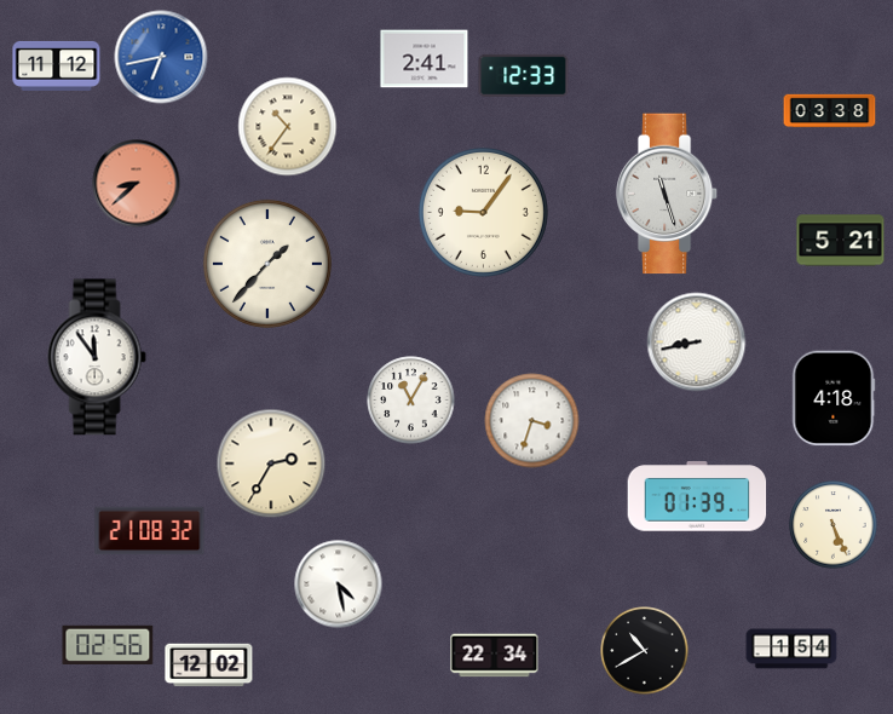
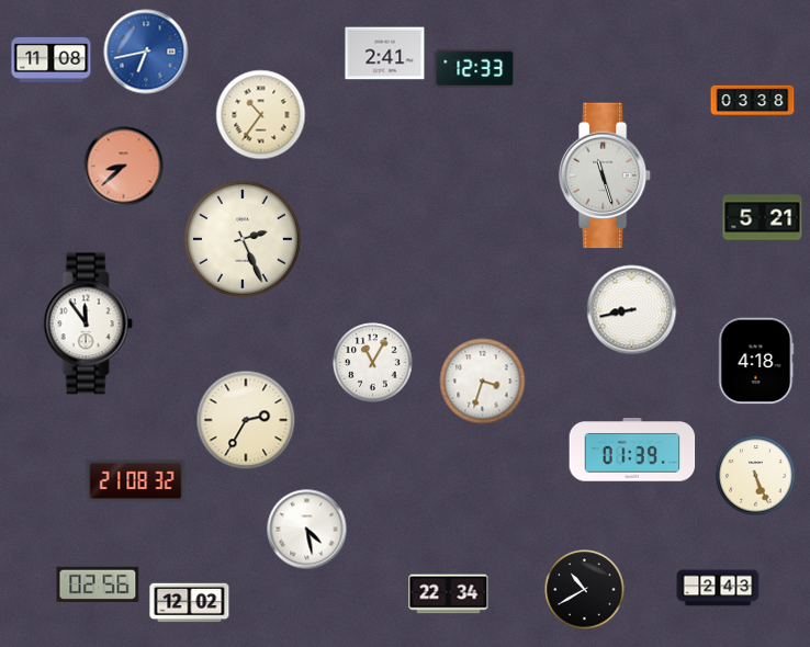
clock at (57, 65): 11:12 -> 11:08
clock at (483, 212): 9:06 -> none
clock at (267, 264): 1:37 -> 2:26
clock at (791, 649): 1:54 -> 2:43
